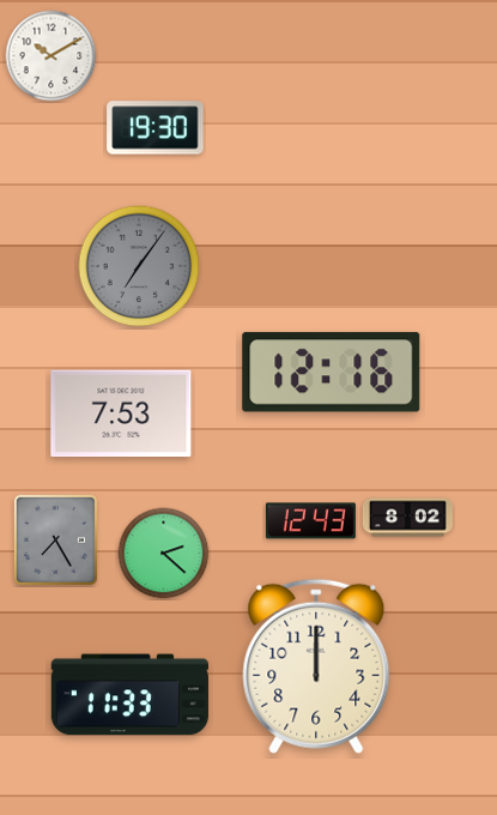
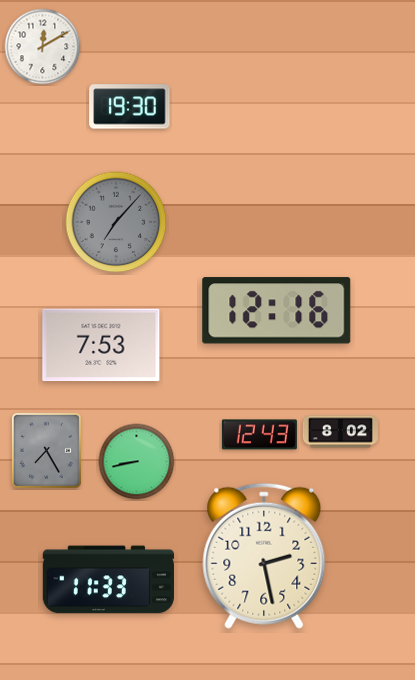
clock at (51, 56): 10:10 -> 12:10
clock at (139, 266): 7:06 -> 7:07
clock at (164, 554): 2:22 -> 8:43
clock at (316, 666): 12:00 -> 2:28
